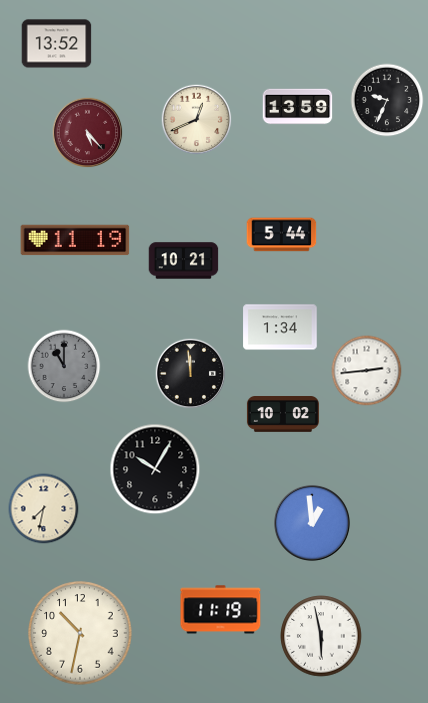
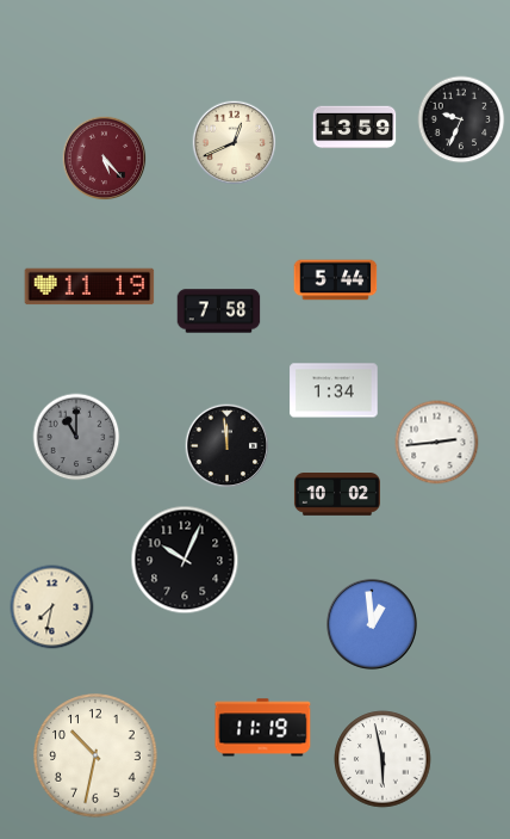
clock at (57, 44): 13:52 -> none
clock at (184, 261): 10:21 -> 7:58
clock at (155, 469): 10:05 -> 10:04
